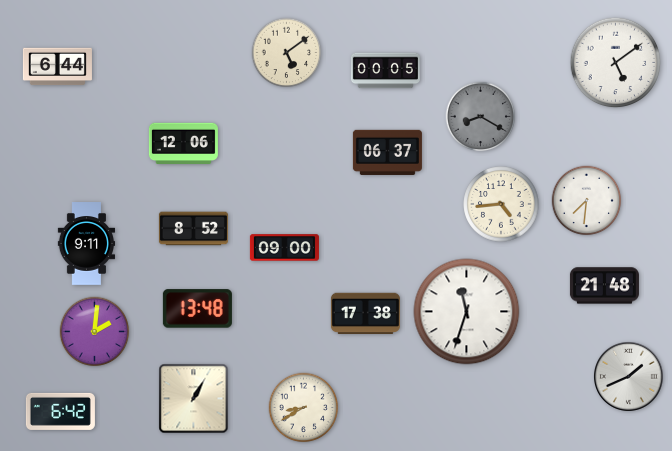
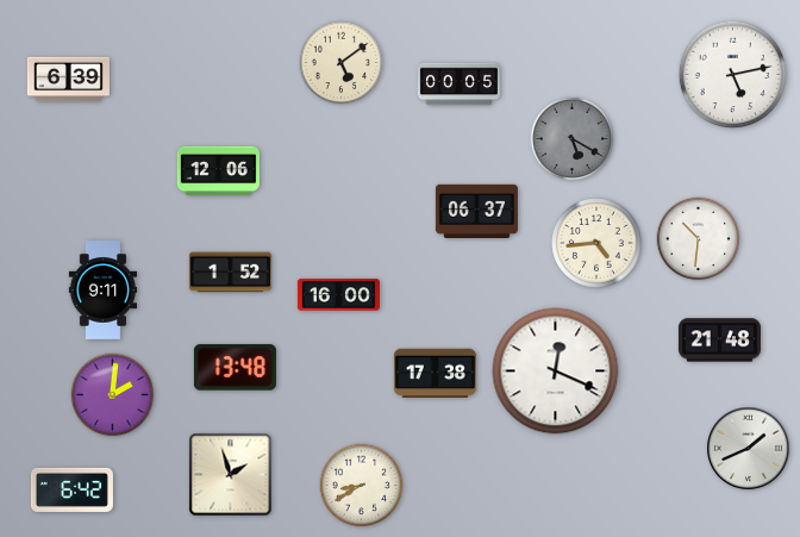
clock at (616, 63): 5:09 -> 5:13
clock at (57, 67): 6:44 -> 6:39
clock at (481, 117): 8:20 -> 5:20
clock at (387, 152) position: (387, 152) -> (476, 211)
clock at (587, 201): 7:31 -> 10:31
clock at (193, 229): 8:52 -> 1:52
clock at (284, 248): 09:00 -> 16:00
clock at (467, 312): 11:33 -> 12:19
clock at (194, 399): 1:05 -> 1:57
